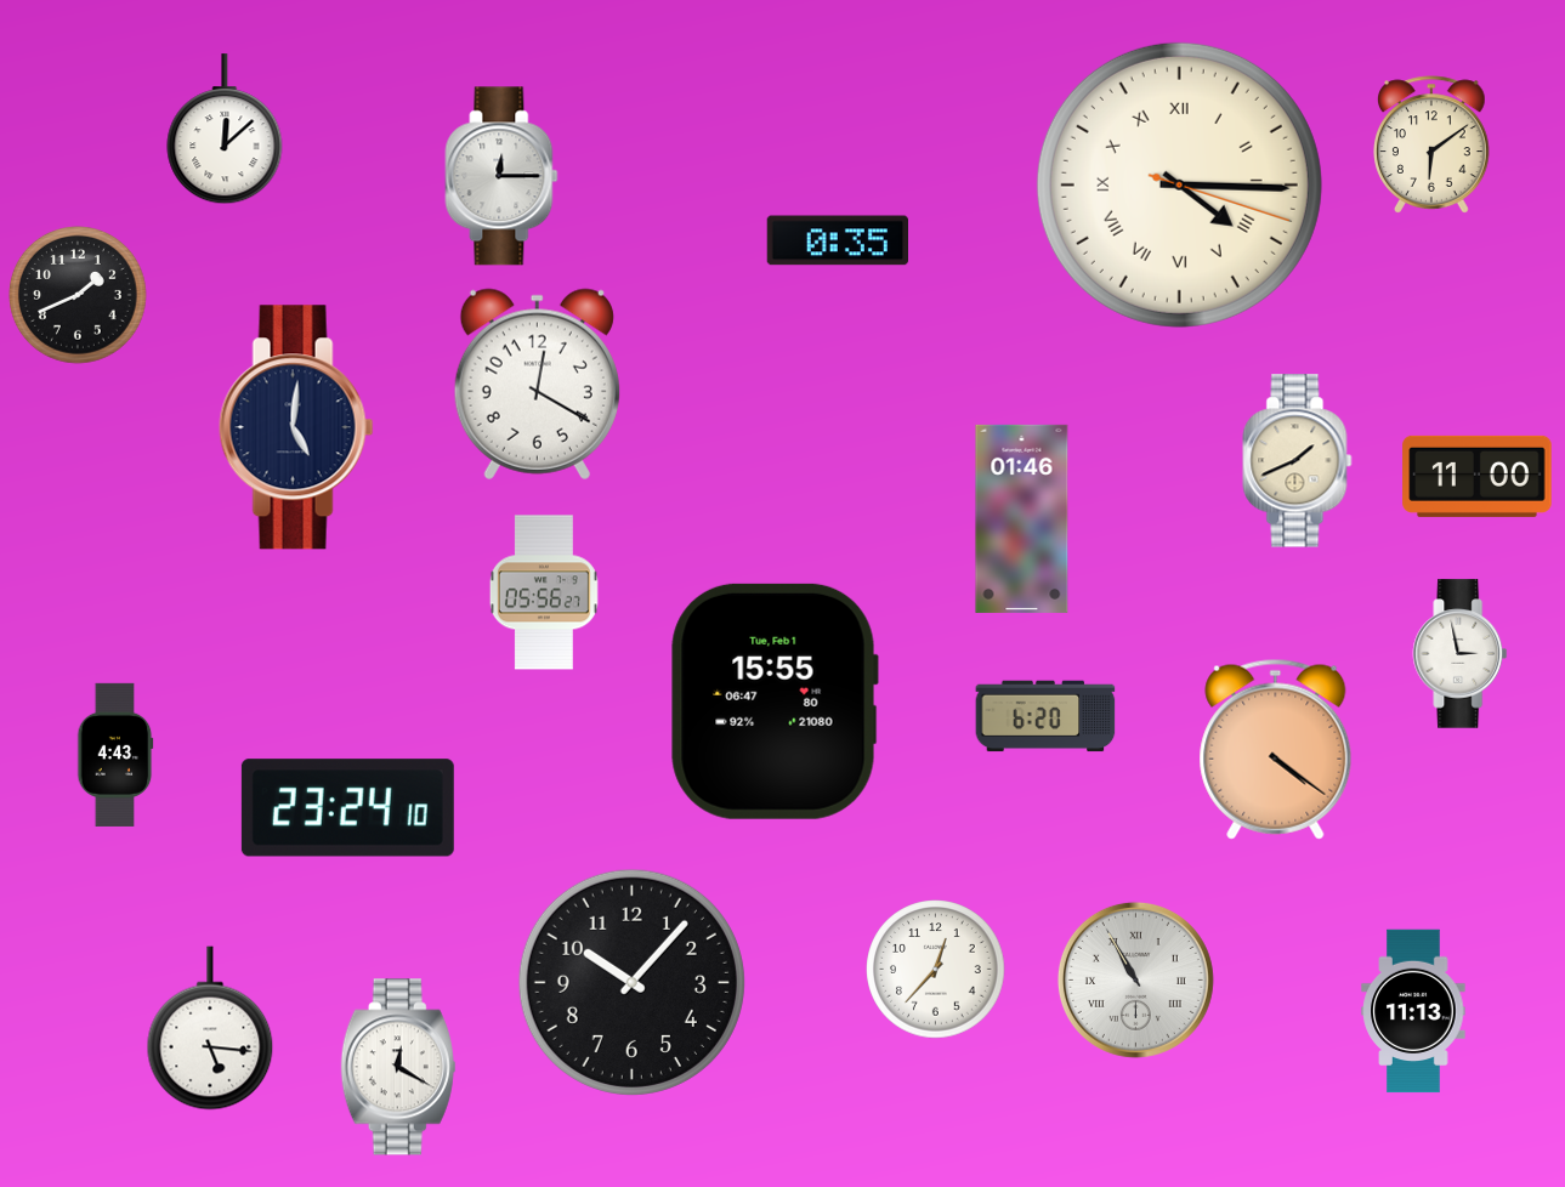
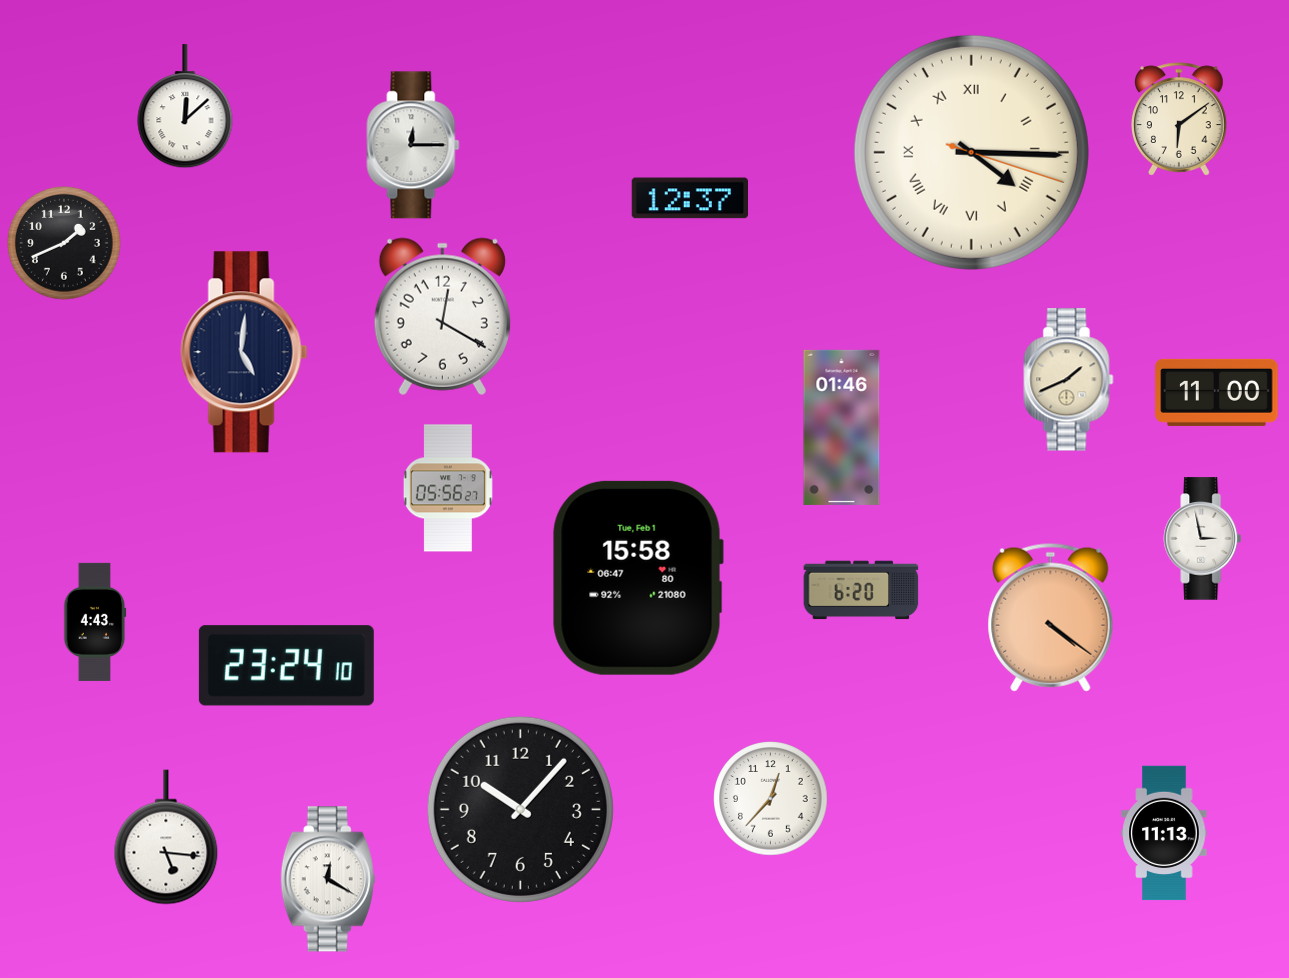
clock at (837, 240): 0:35 -> 12:37
clock at (775, 702): 15:55 -> 15:58
clock at (1135, 979): 10:55 -> none
clock at (210, 1028) position: (210, 1028) -> (166, 837)
